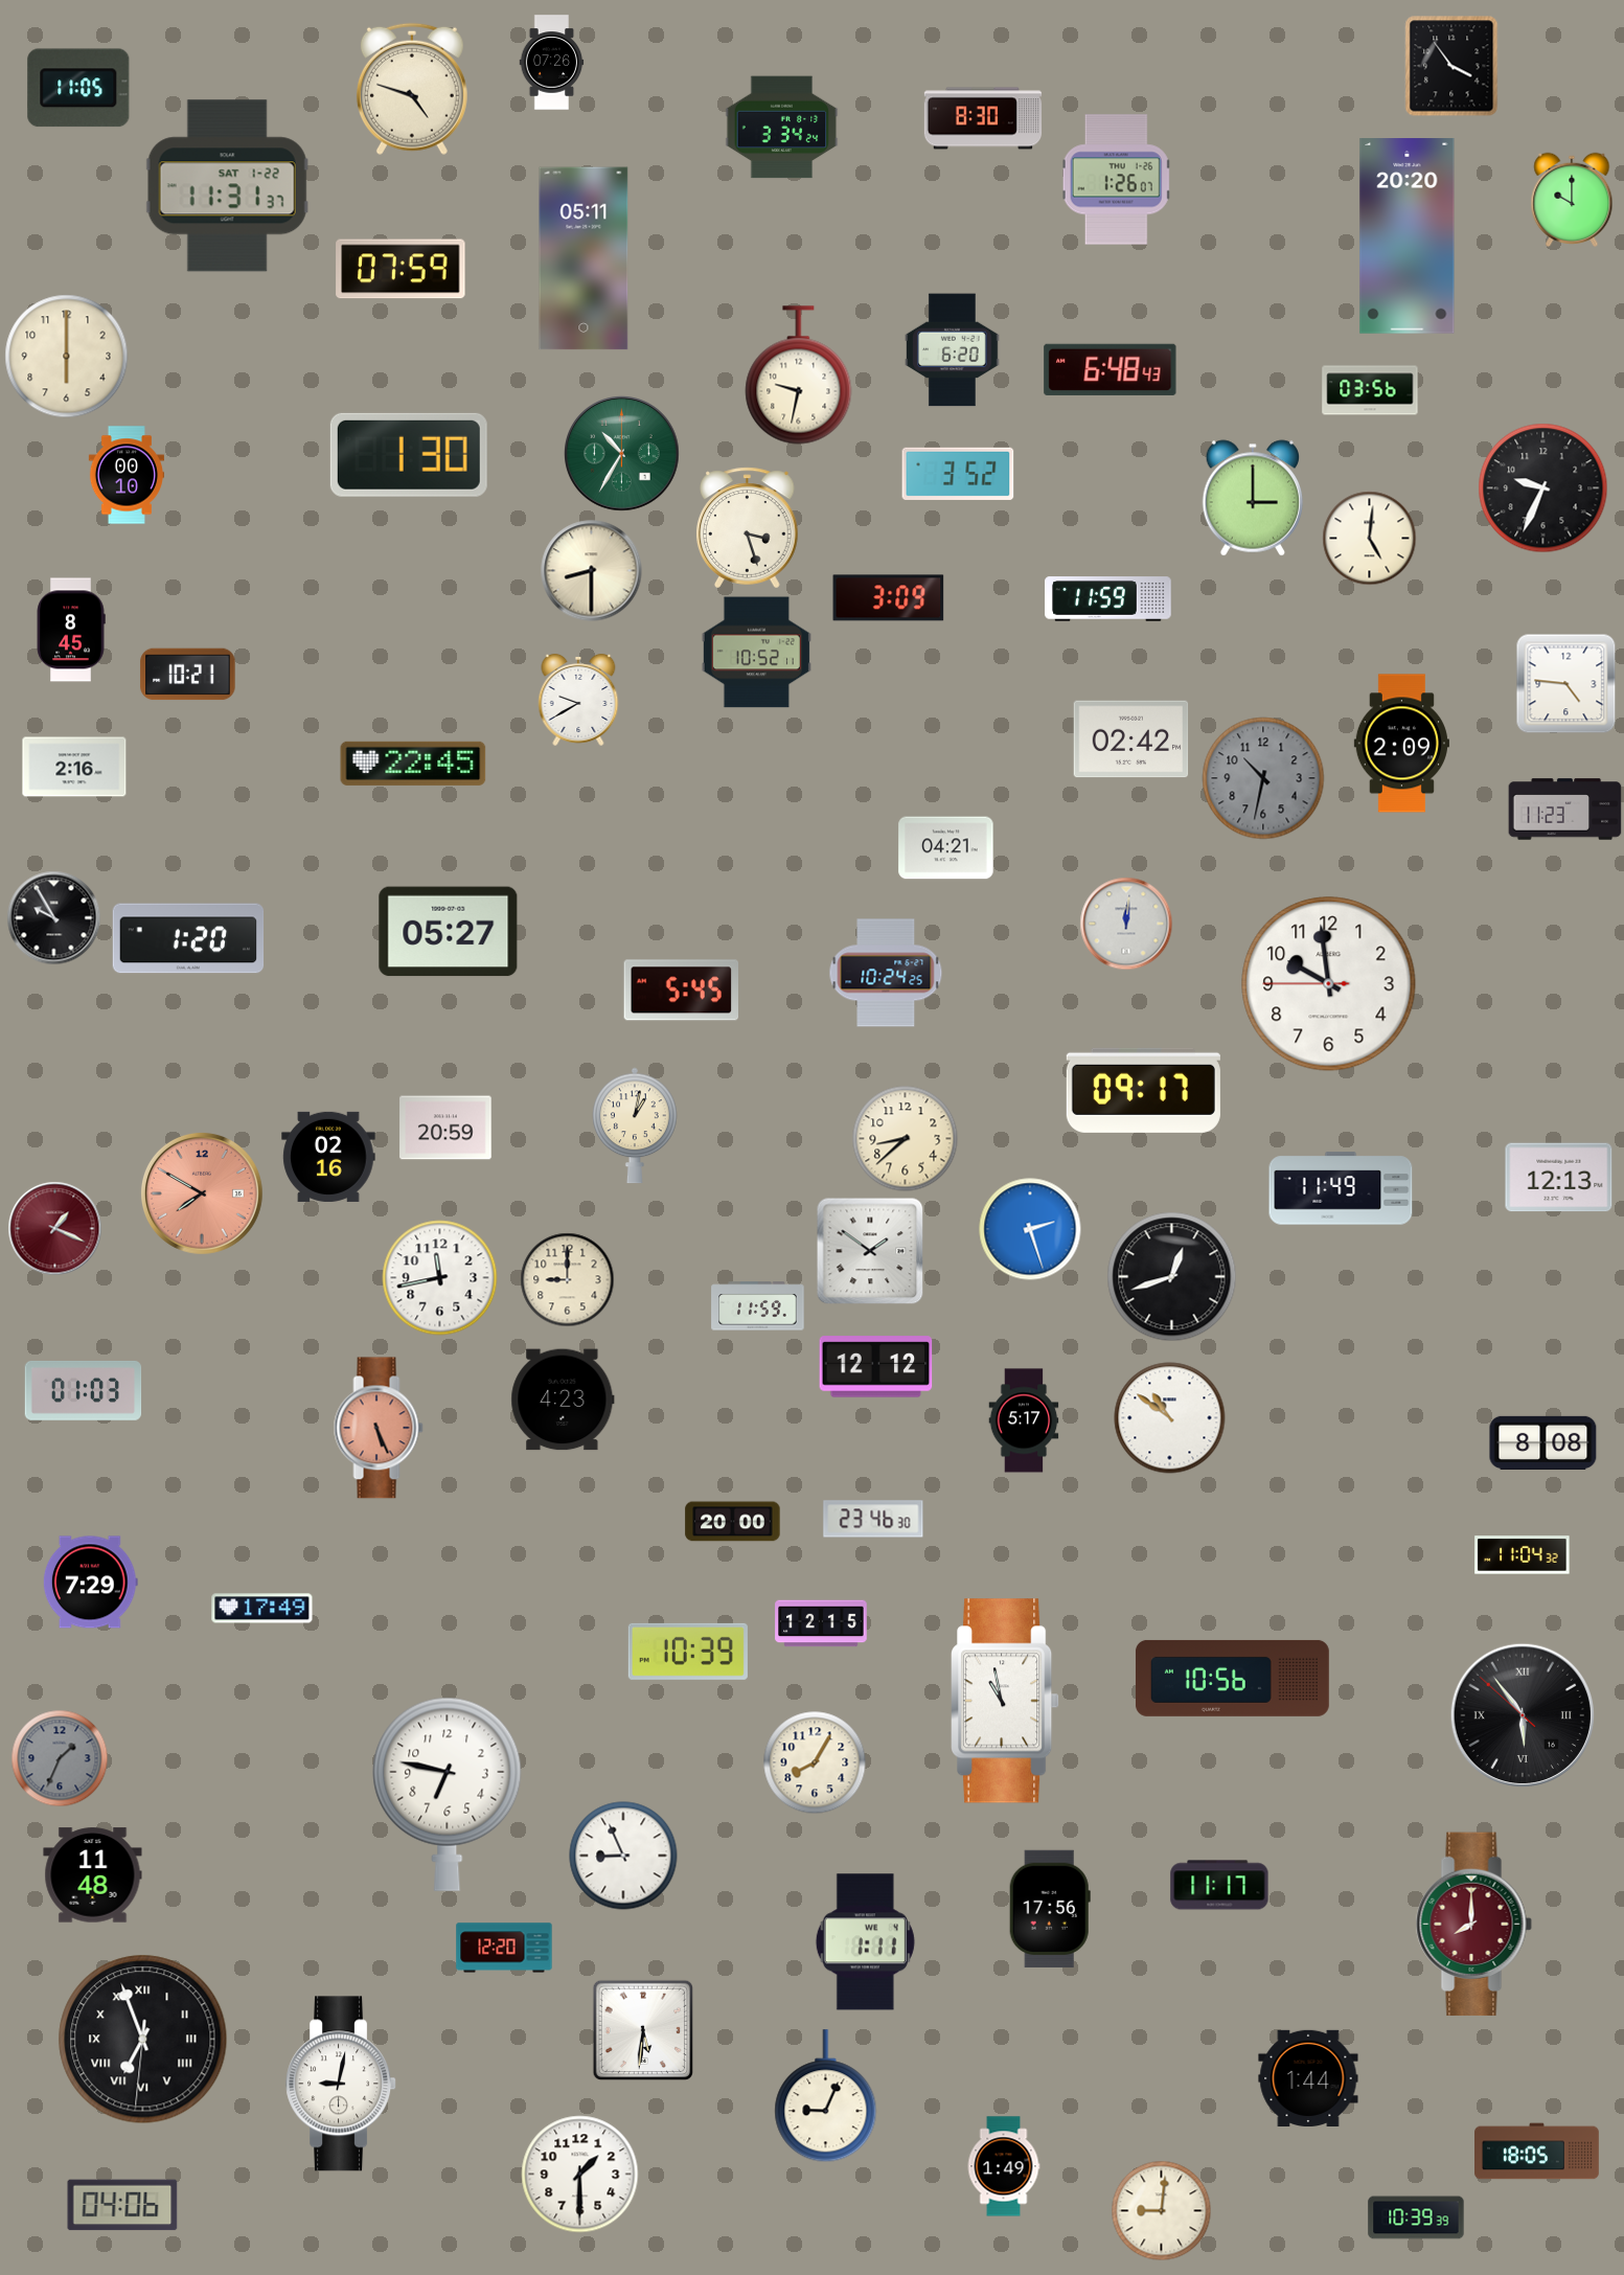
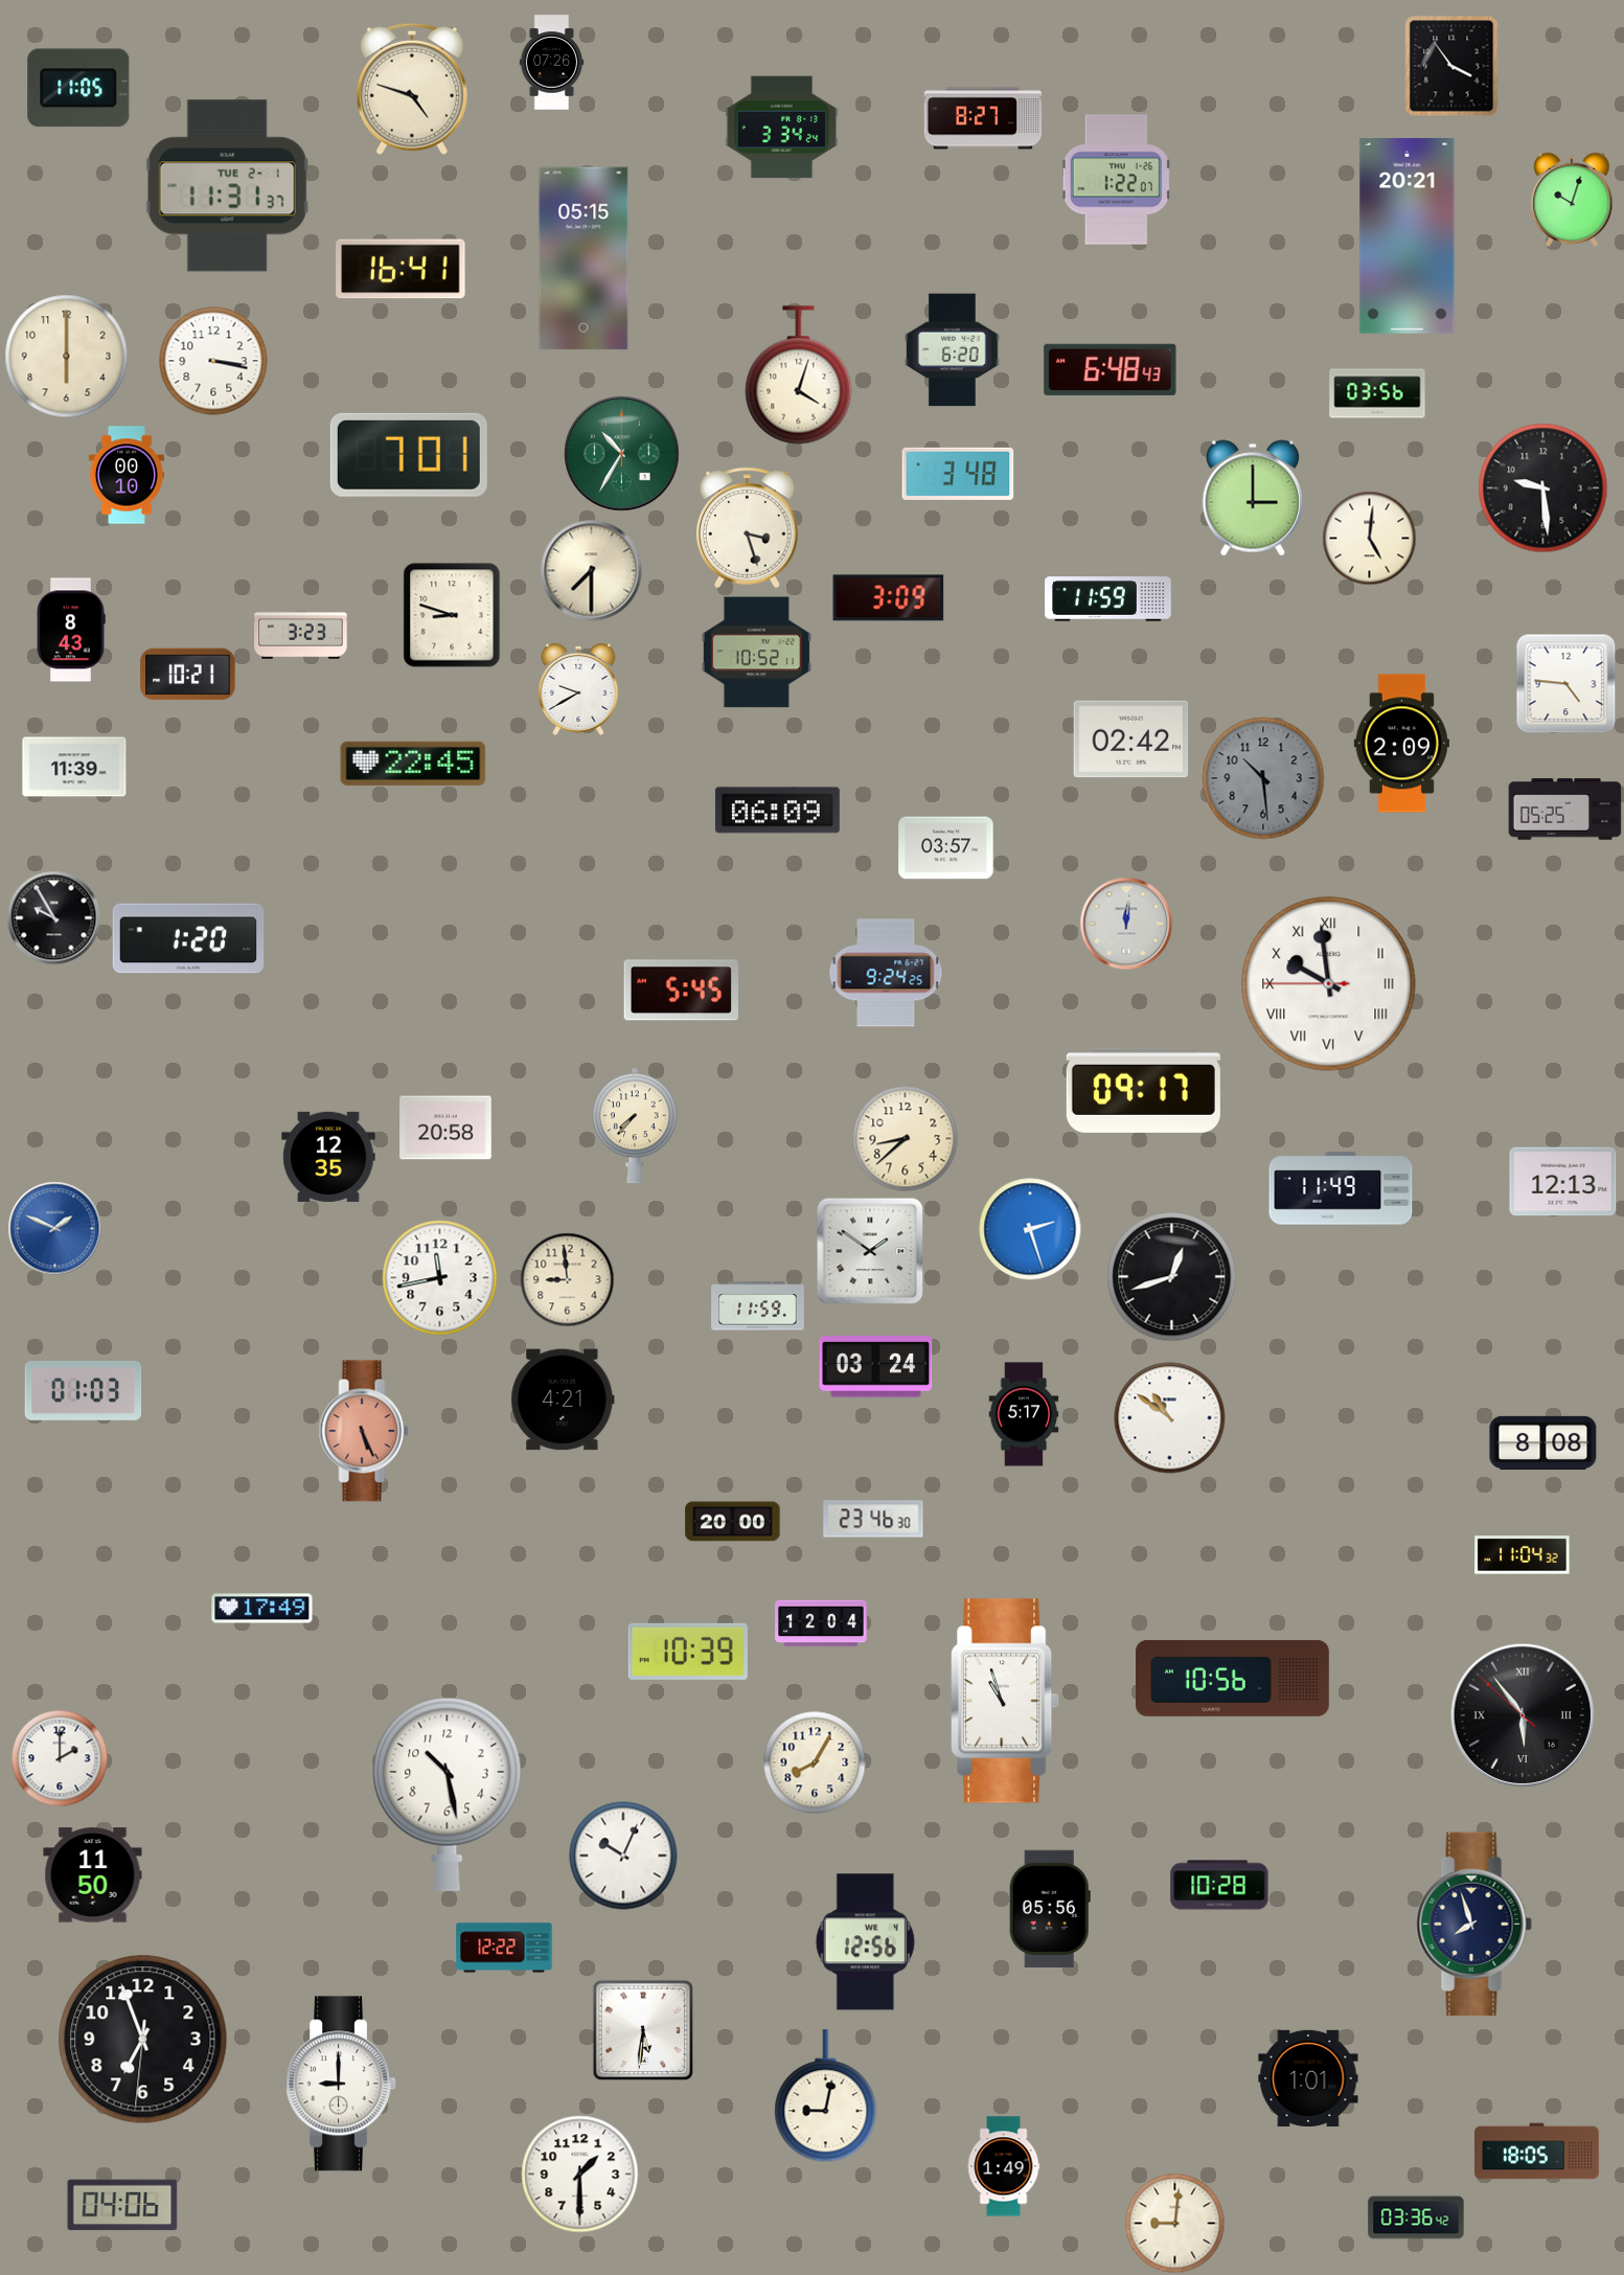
clock at (983, 118): 8:30 -> 8:27
clock at (1117, 180): 1:26 -> 1:22
clock at (227, 186) date: SAT 1-22 -> TUE 2-1
clock at (1572, 200): 10:00 -> 10:03
clock at (1408, 236): 20:20 -> 20:21
clock at (584, 258): 05:11 -> 05:15
clock at (401, 269): 07:59 -> 16:41
clock at (213, 361): none -> 3:17
clock at (799, 376): 9:32 -> 4:03
clock at (1370, 390) position: (1370, 390) -> (1377, 393)
clock at (409, 455): 1:30 -> 7:01
clock at (958, 474): 3:52 -> 3:48
clock at (1543, 488): 9:34 -> 9:29
clock at (592, 571): 8:30 -> 7:30
clock at (452, 615): none -> 8:48
clock at (71, 630): 8:45 -> 8:43
clock at (301, 634): none -> 3:23
clock at (578, 700) position: (578, 700) -> (578, 689)
clock at (74, 767): 2:16 -> 11:39
clock at (1263, 778): 10:32 -> 10:29
clock at (1565, 810): 11:23 -> 05:25
clock at (777, 811): none -> 06:09
clock at (946, 848): 04:21 -> 03:57
clock at (449, 932): 05:27 -> none
clock at (886, 973): 10:24 -> 9:24
clock at (1329, 984) numerals: Arabic -> Roman
clock at (635, 1125): 1:02 -> 7:37
clock at (445, 1128): 20:59 -> 20:58
clock at (328, 1157): 02:16 -> 12:35
clock at (1559, 1178) position: (1559, 1178) -> (1563, 1182)
clock at (202, 1193): 7:50 -> none
clock at (55, 1229): 1:19 -> 1:49
clock at (55, 1229) dial: burgundy -> blue
clock at (568, 1280): 9:00 -> 8:59
clock at (876, 1367): 12:12 -> 03:24
clock at (563, 1400): 4:23 -> 4:21
clock at (1024, 1420) position: (1024, 1420) -> (1024, 1414)
clock at (379, 1428) position: (379, 1428) -> (364, 1431)
clock at (90, 1583): 7:29 -> none
clock at (821, 1623): 12:15 -> 12:04
clock at (1005, 1701): 10:58 -> 10:57
clock at (60, 1758): 1:34 -> 2:00
clock at (60, 1758) dial: grey -> white
clock at (448, 1794): 6:47 -> 10:28
clock at (623, 1856): 8:56 -> 10:04
clock at (93, 1875): 11:48 -> 11:50
clock at (1219, 1885): 11:17 -> 10:28
clock at (1050, 1909): 17:56 -> 05:56
clock at (1473, 1925): 8:00 -> 7:57
clock at (1473, 1925) dial: burgundy -> navy
clock at (865, 1942): 1:11 -> 12:56
clock at (504, 1948): 12:20 -> 12:22
clock at (143, 2040) numerals: Roman -> Arabic
clock at (1308, 2077): 1:44 -> 1:01
clock at (342, 2084): 9:02 -> 9:00
clock at (826, 2096): 9:04 -> 9:02
clock at (1162, 2211) position: (1162, 2211) -> (1175, 2224)
clock at (1416, 2217): 10:39 -> 03:36
